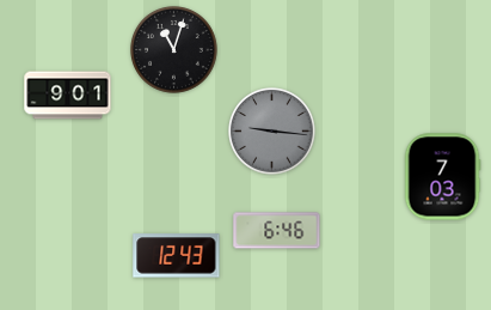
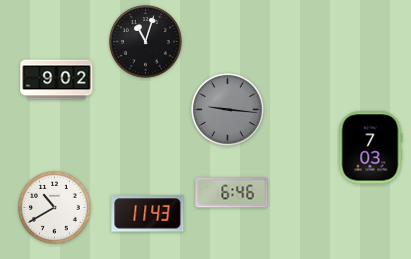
clock at (68, 96): 9:01 -> 9:02
clock at (55, 208): none -> 10:40
clock at (177, 256): 12:43 -> 11:43
